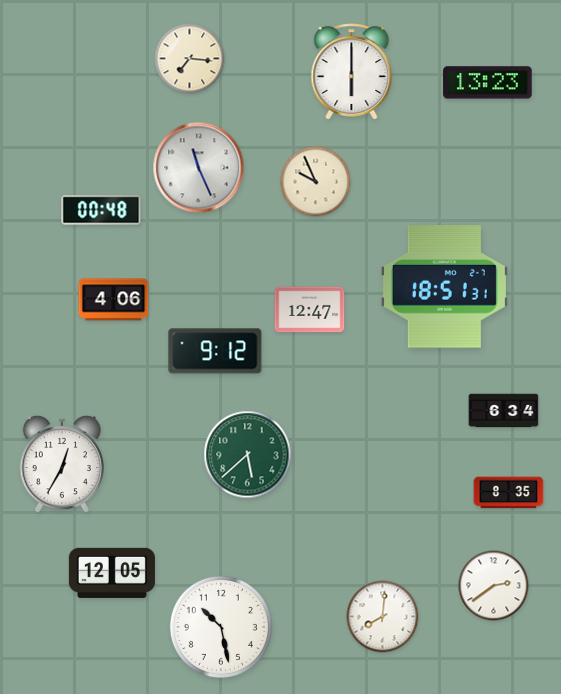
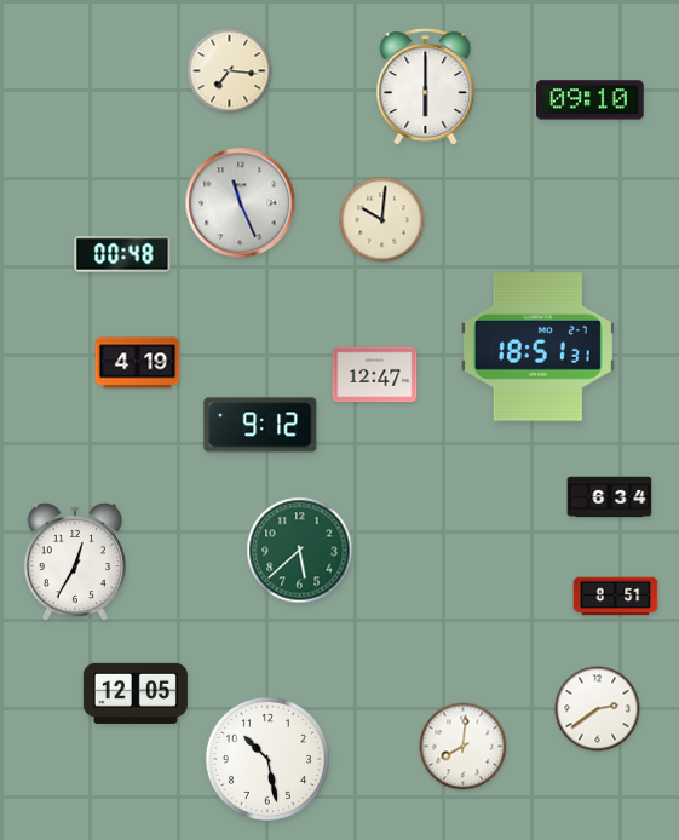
clock at (488, 83): 13:23 -> 09:10
clock at (316, 182): 9:56 -> 10:01
clock at (114, 300): 4:06 -> 4:19
clock at (509, 493): 8:35 -> 8:51
